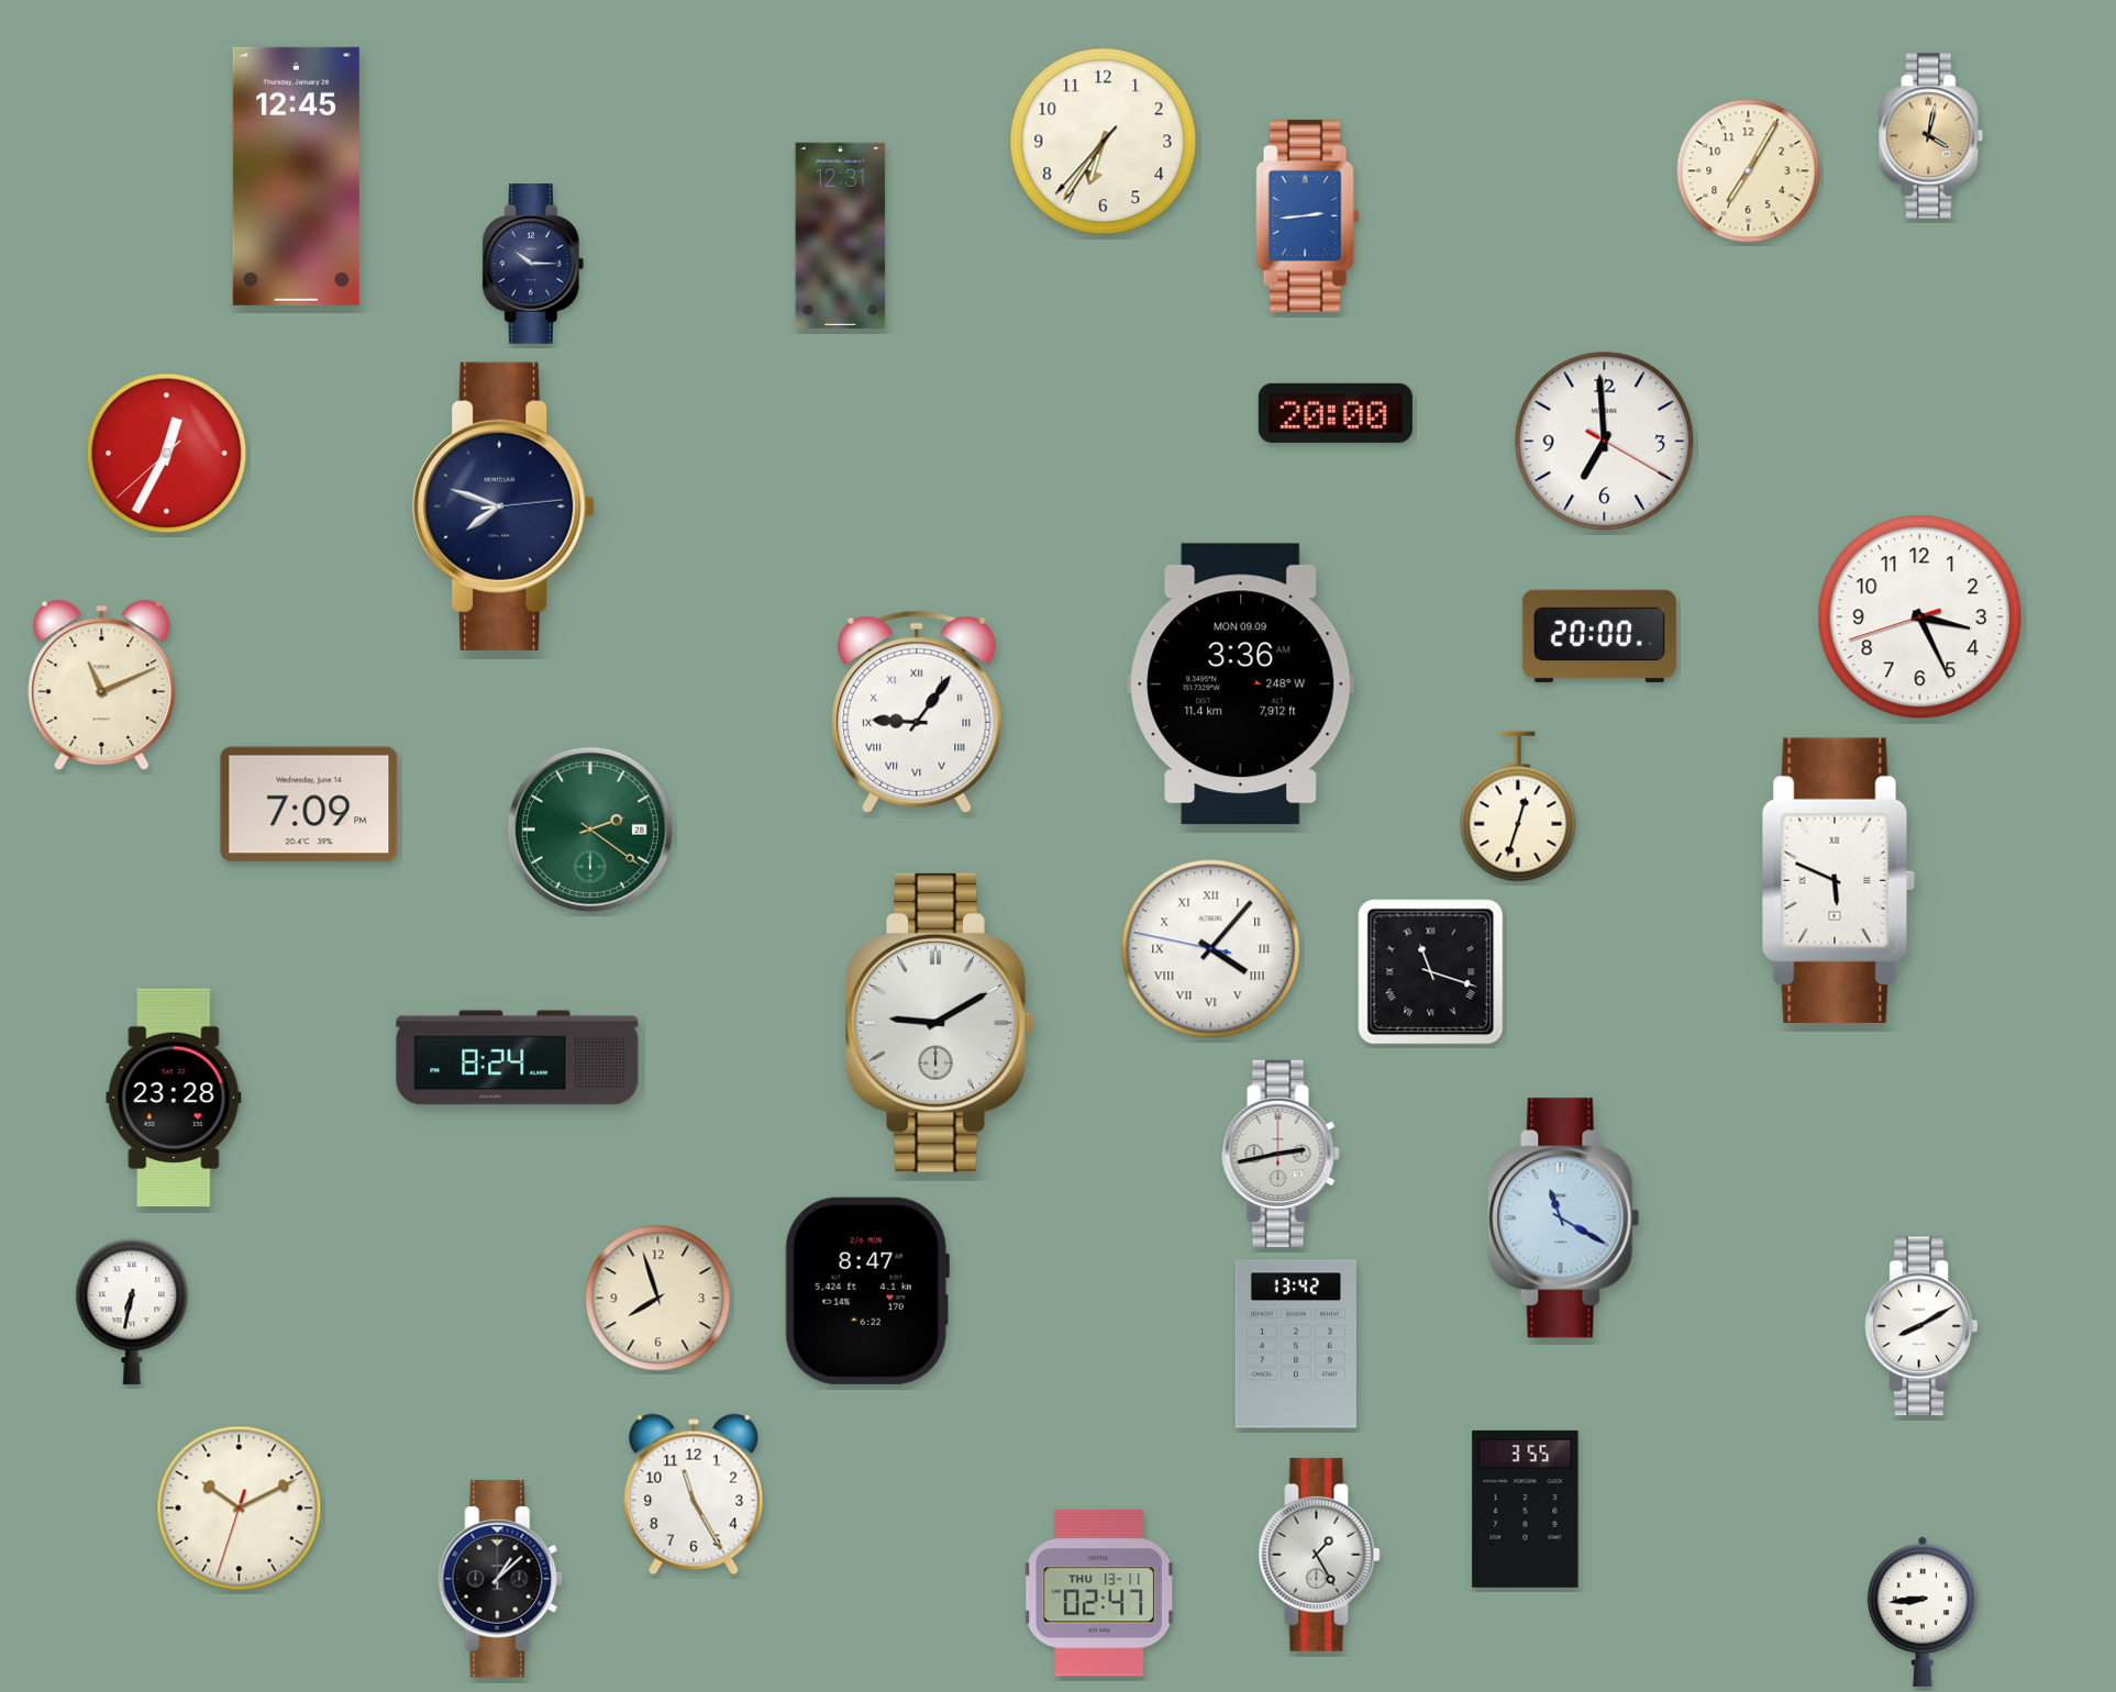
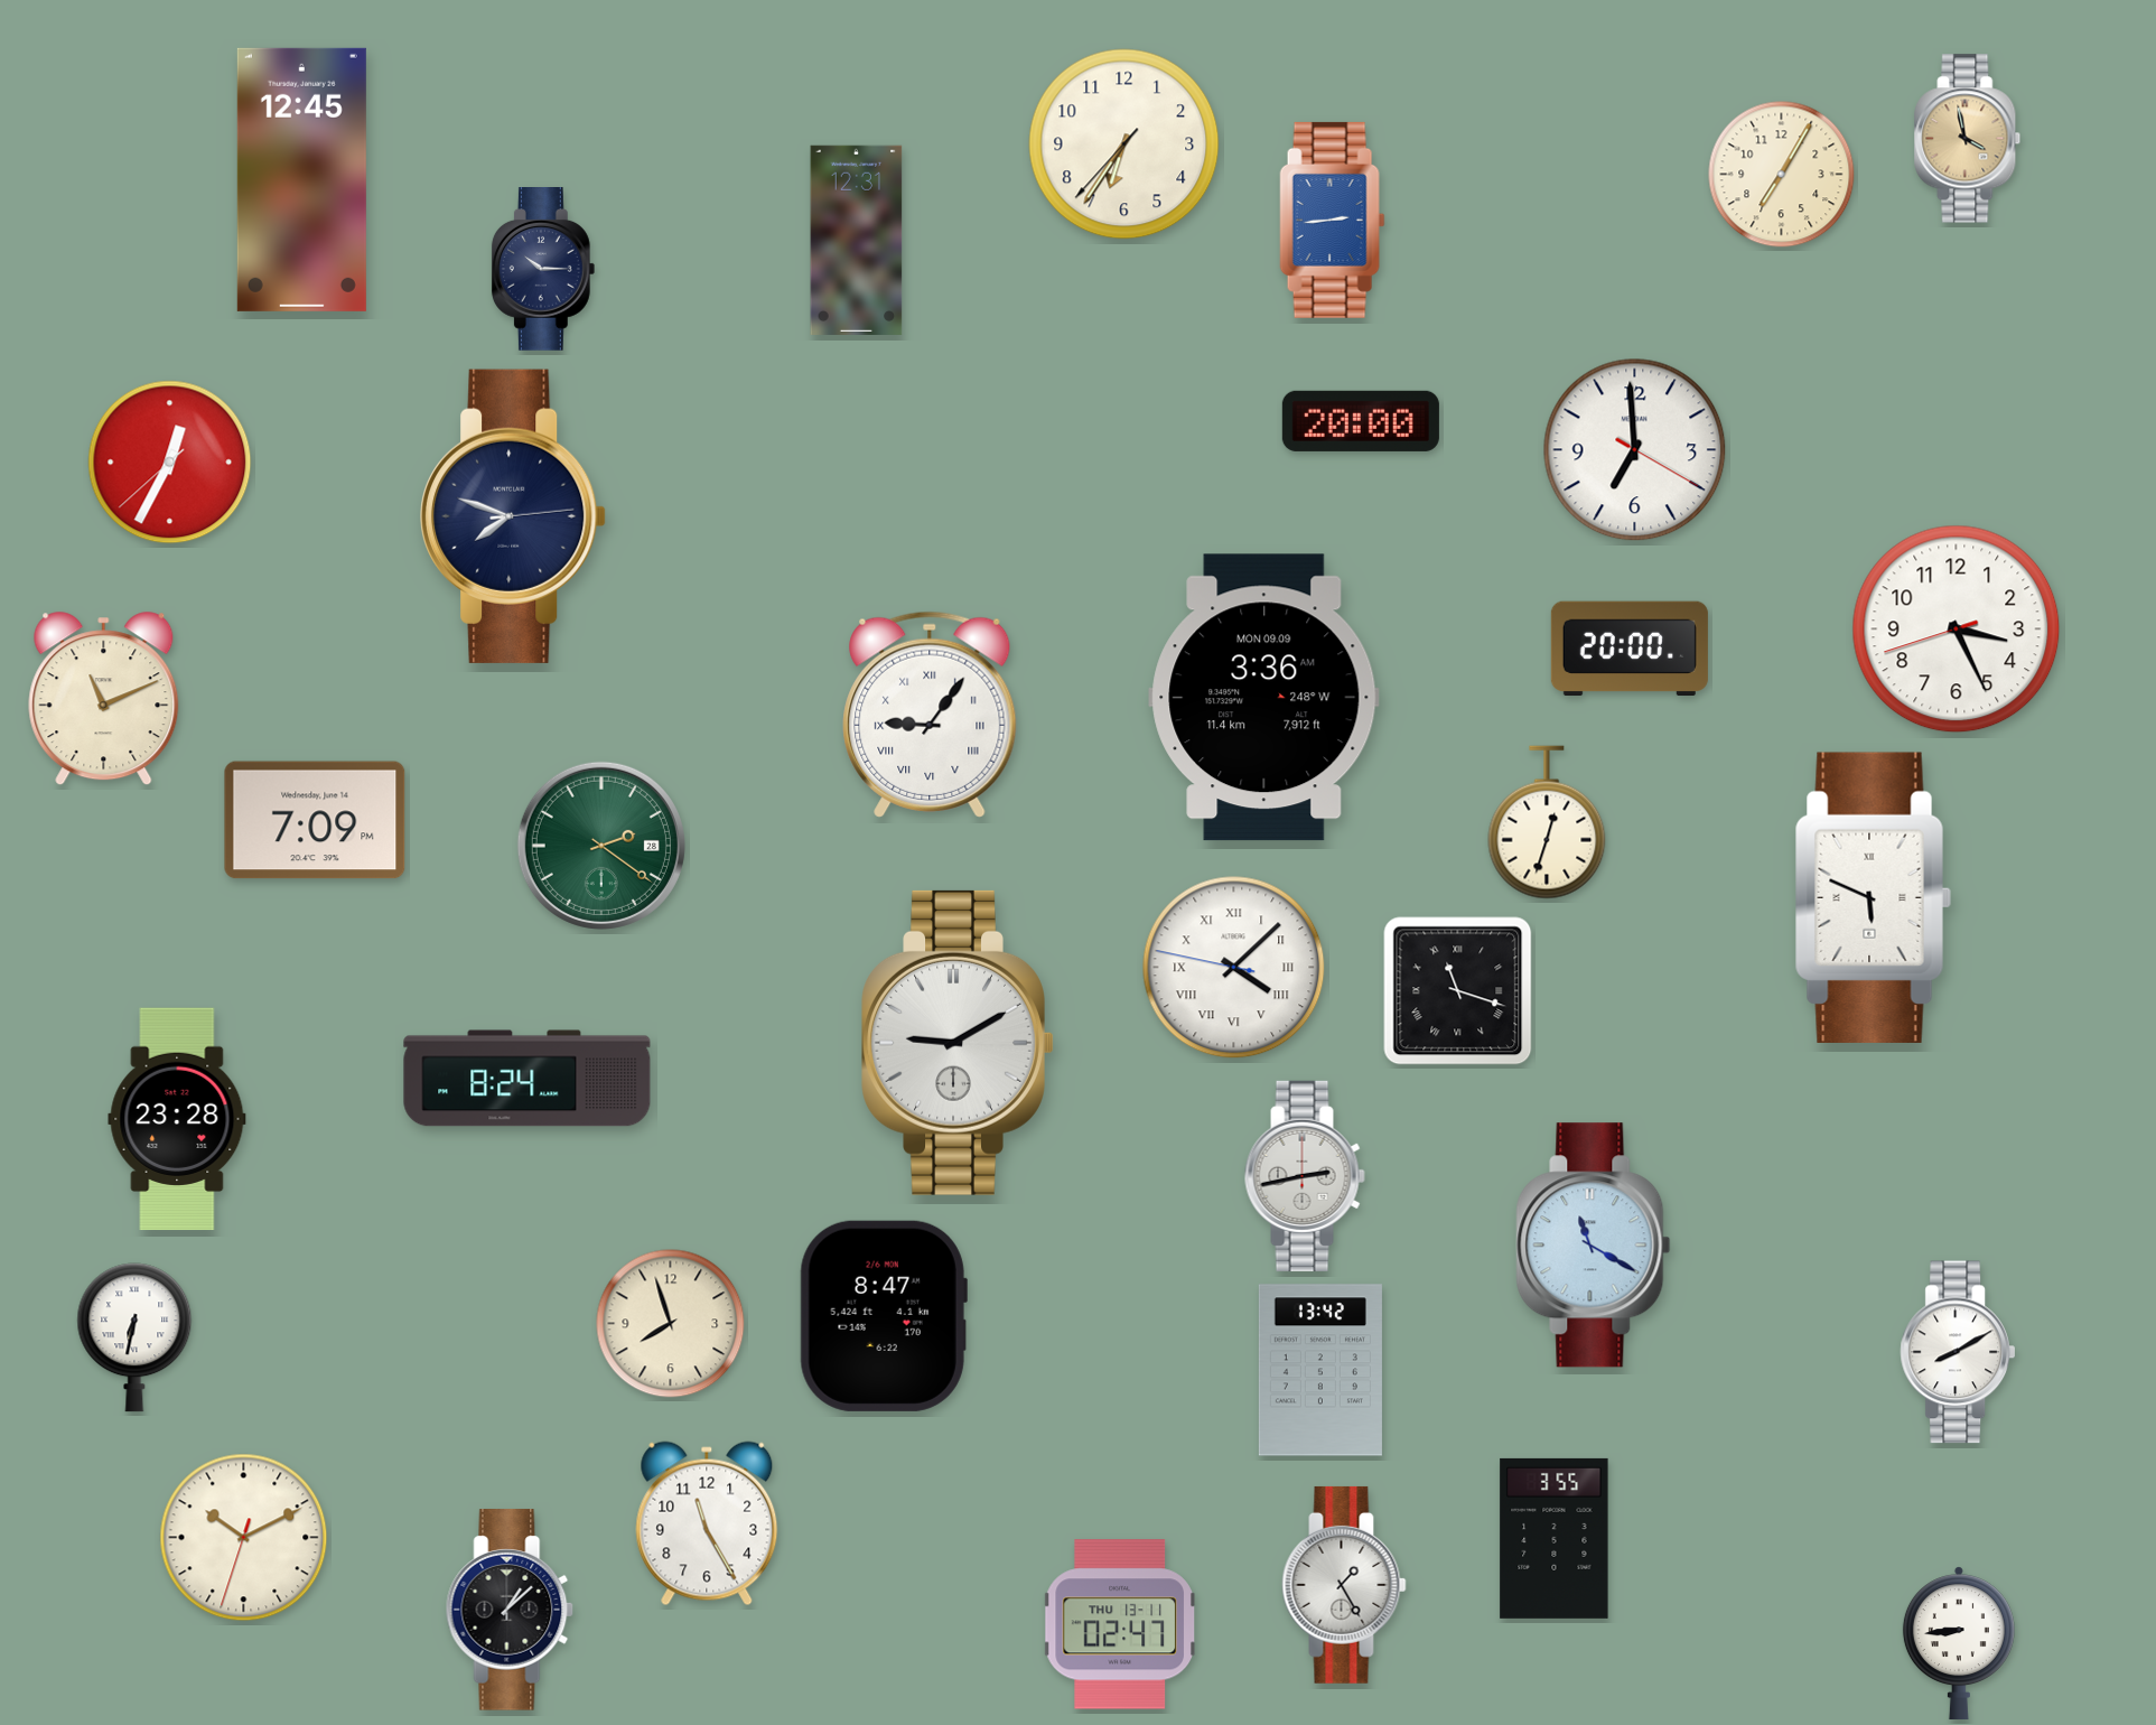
clock at (1931, 136): 4:02 -> 3:58
clock at (917, 712) position: (917, 712) -> (930, 715)
clock at (1211, 949): 4:06 -> 4:07
clock at (1564, 1218) position: (1564, 1218) -> (1594, 1246)
